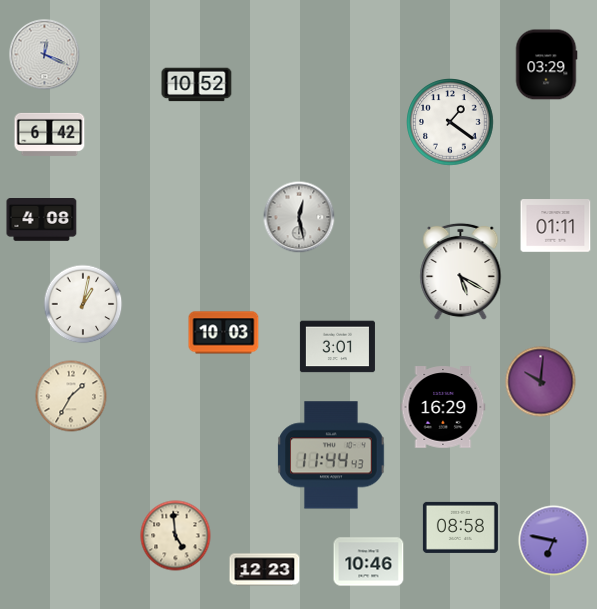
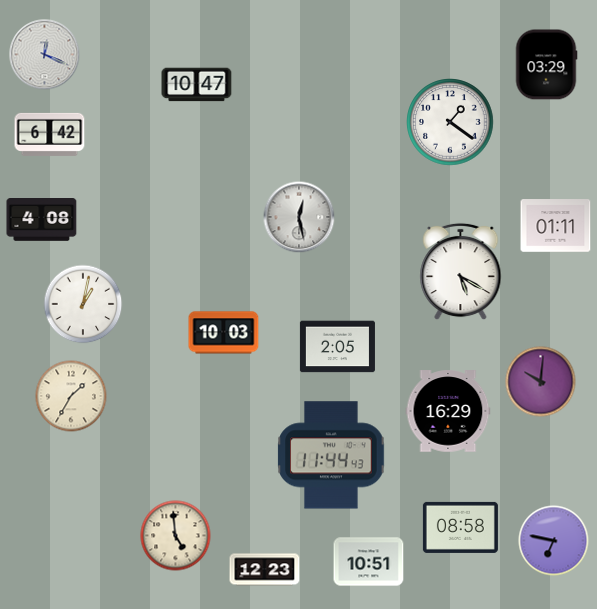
clock at (197, 85): 10:52 -> 10:47
clock at (337, 347): 3:01 -> 2:05
clock at (443, 407) position: (443, 407) -> (448, 411)
clock at (369, 562): 10:46 -> 10:51
